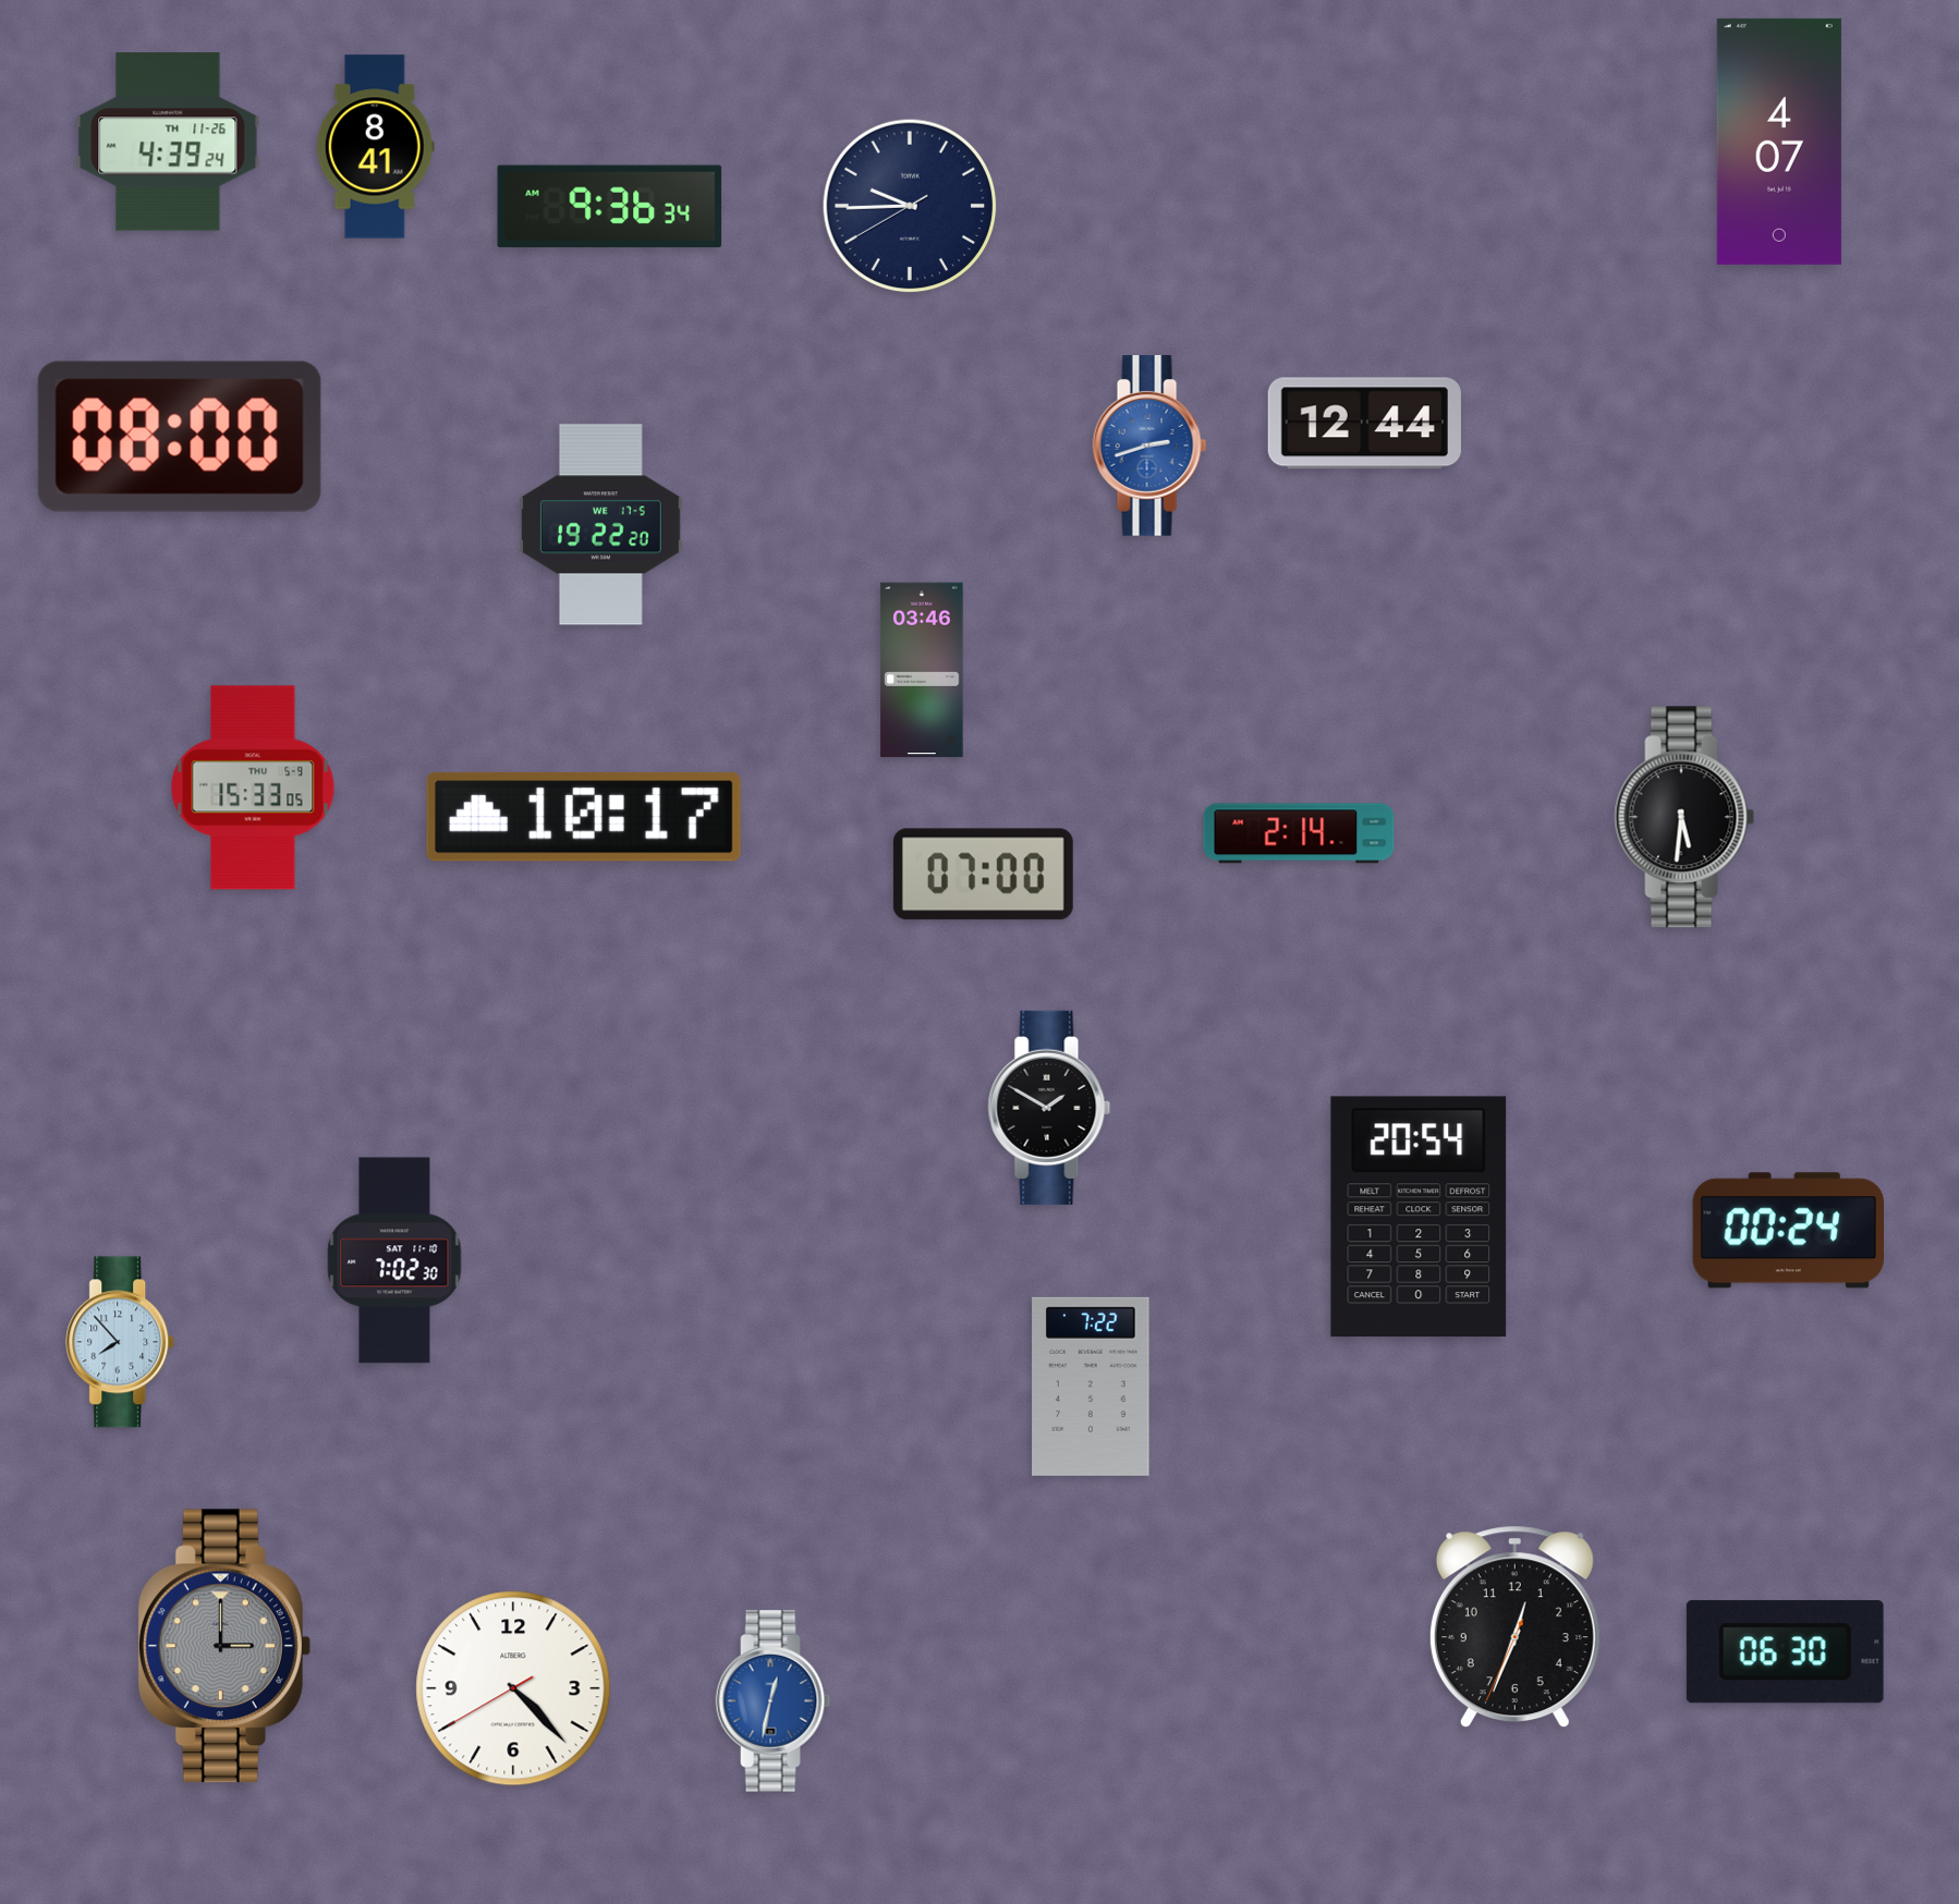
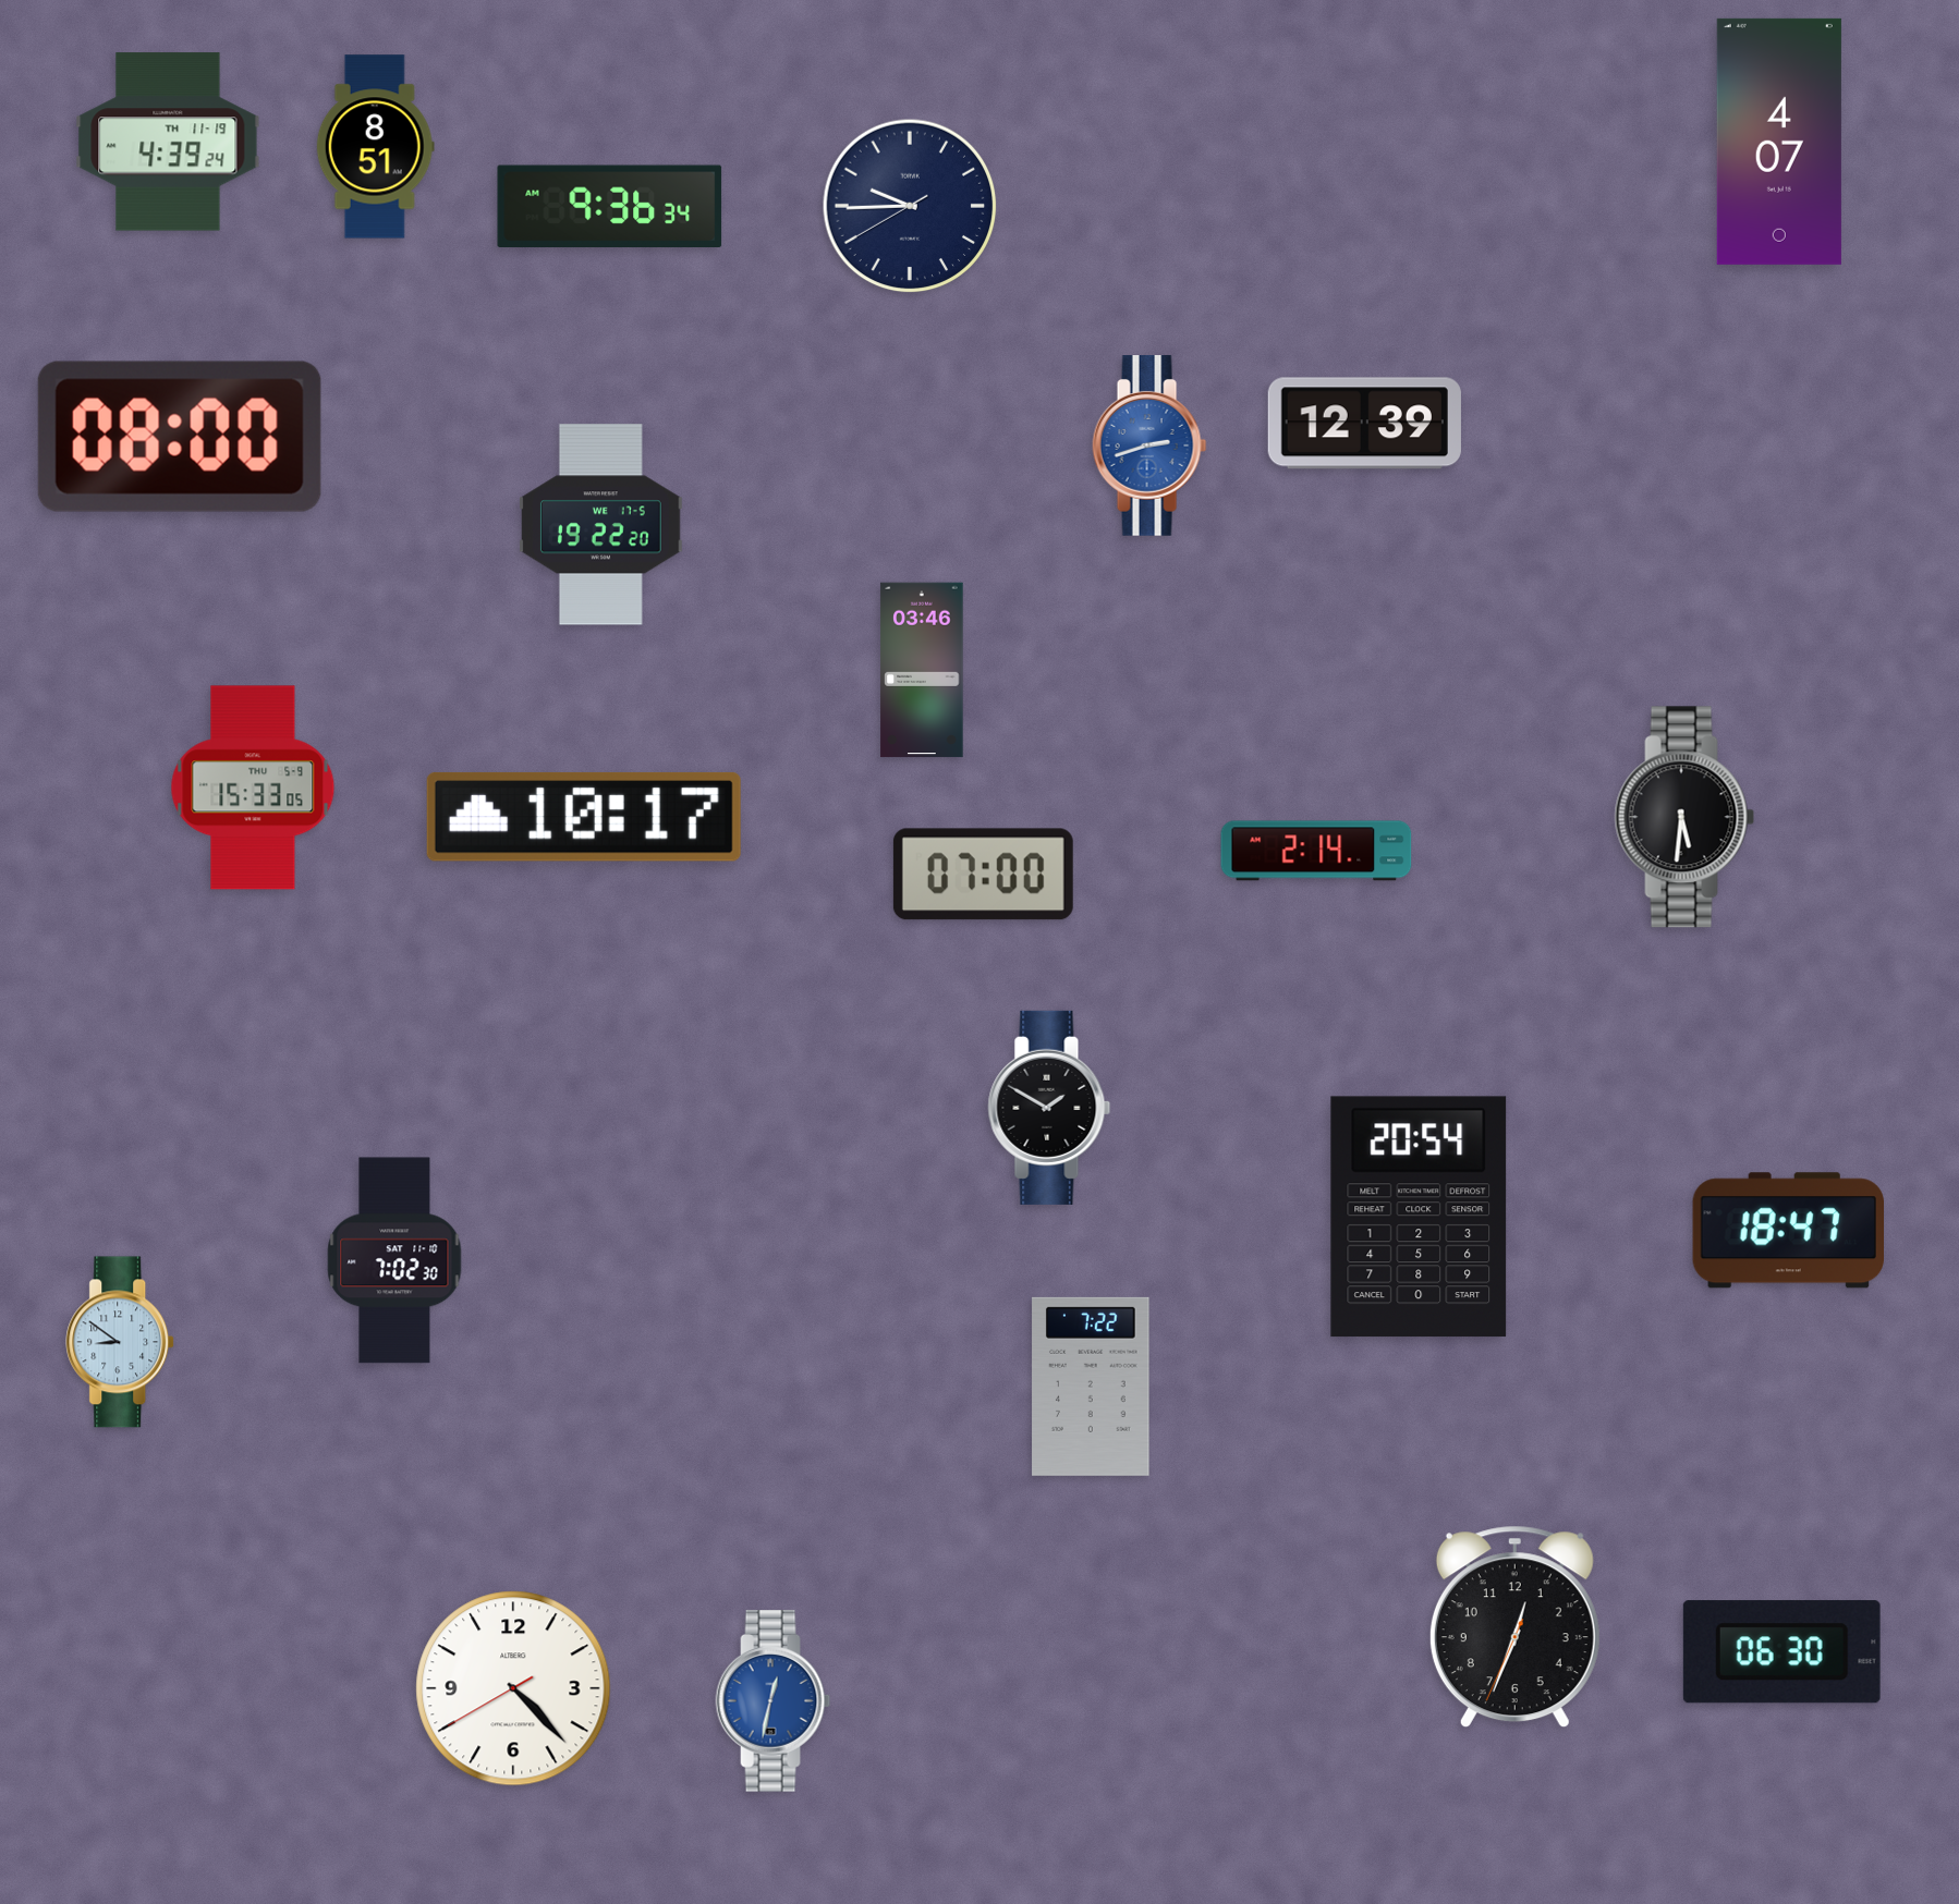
clock at (168, 142) date: TH 11-26 -> TH 11-19
clock at (375, 147): 8:41 -> 8:51
clock at (1364, 424): 12:44 -> 12:39
clock at (1299, 833) position: (1299, 833) -> (1316, 851)
clock at (1788, 1231): 00:24 -> 18:47
clock at (121, 1342): 7:53 -> 8:51
clock at (224, 1646): 3:00 -> none
clock at (1785, 1652) position: (1785, 1652) -> (1781, 1652)
